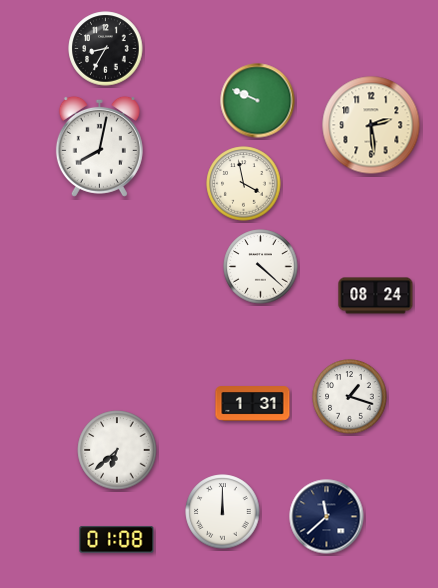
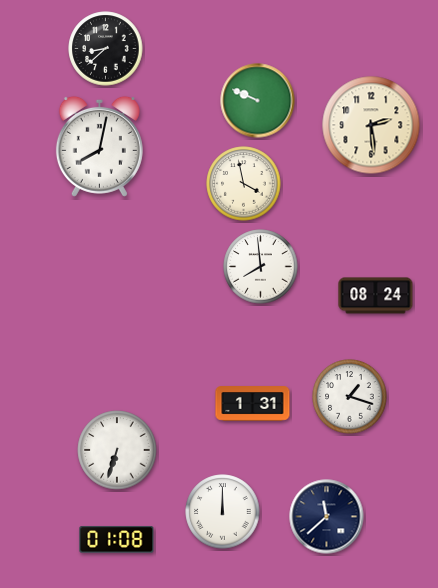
clock at (106, 49): 8:35 -> 8:38
clock at (261, 267): 4:22 -> 7:59
clock at (117, 450): 6:38 -> 6:33
